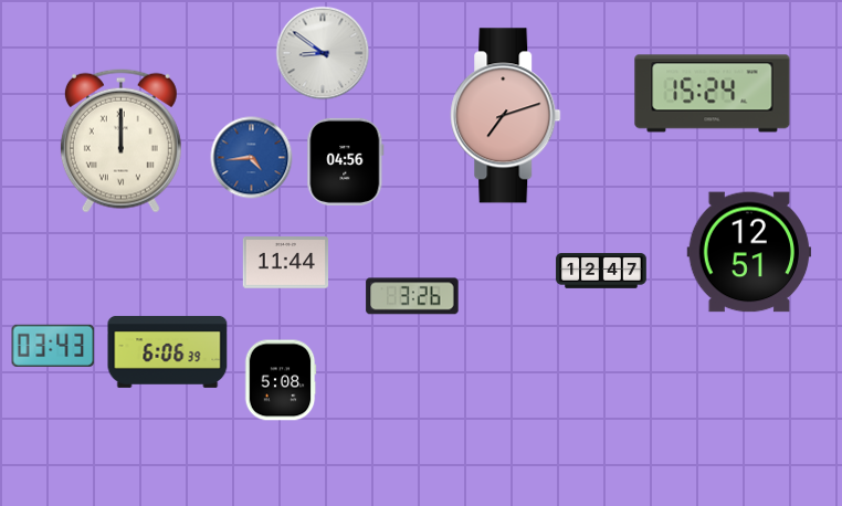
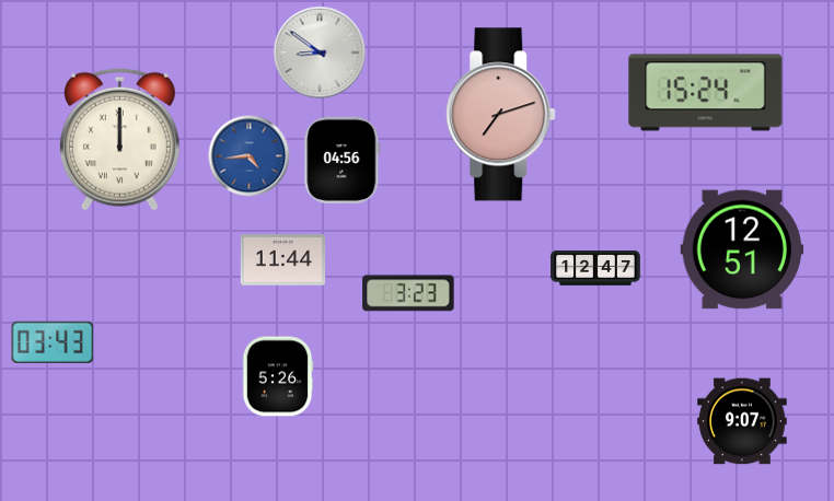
clock at (412, 296): 3:26 -> 3:23
clock at (168, 351): 6:06 -> none
clock at (281, 380): 5:08 -> 5:26
clock at (742, 421): none -> 9:07
